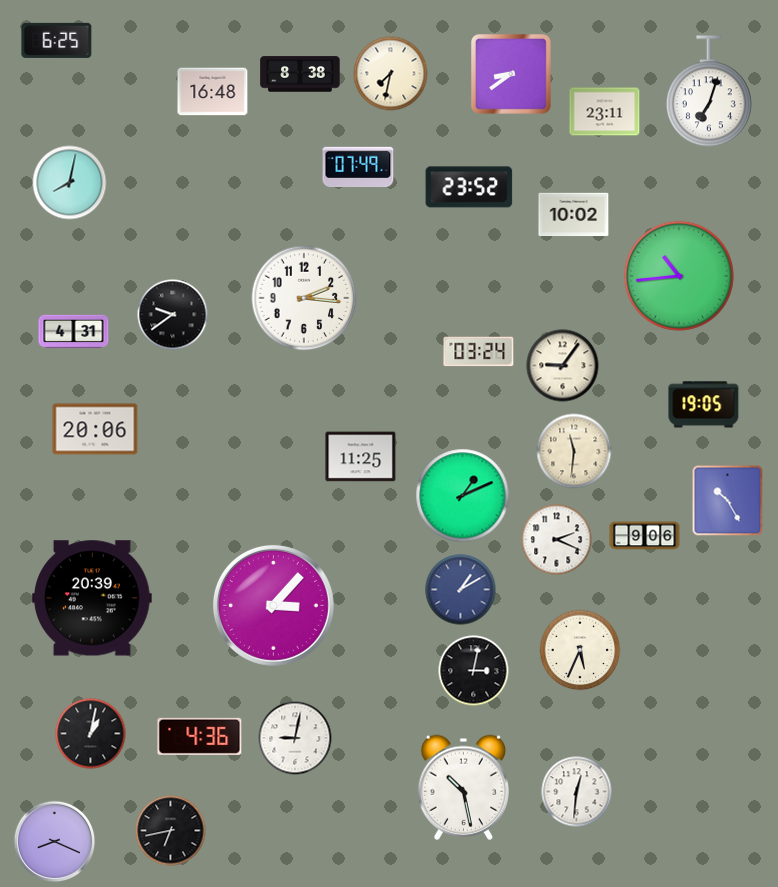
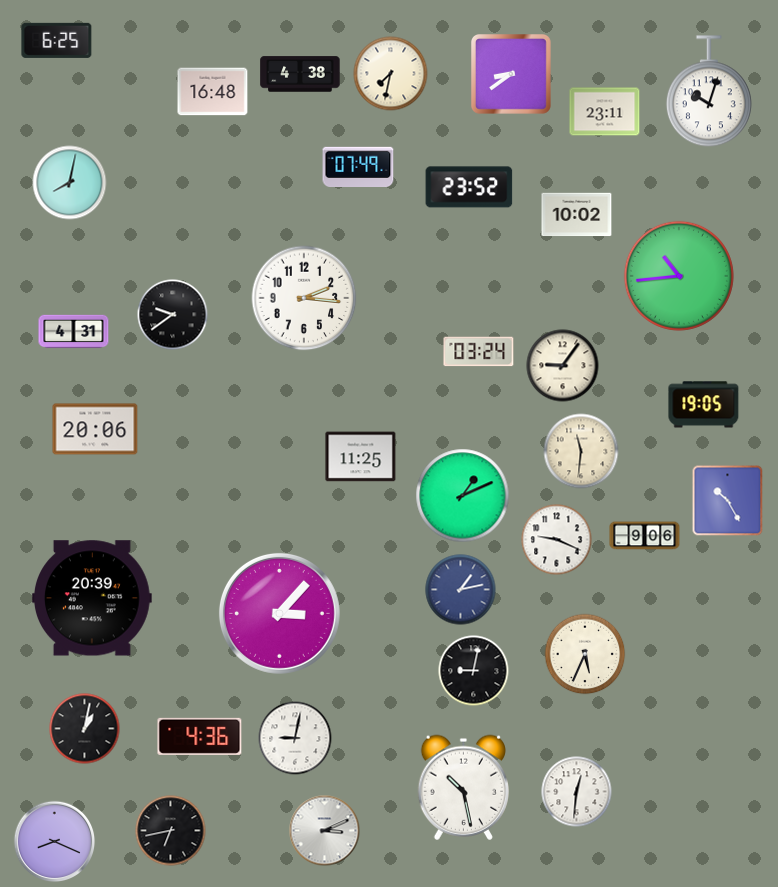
clock at (300, 74): 8:38 -> 4:38
clock at (709, 92): 7:03 -> 10:03
clock at (574, 215) position: (574, 215) -> (577, 215)
clock at (574, 451) position: (574, 451) -> (581, 451)
clock at (557, 540): 2:19 -> 9:19
clock at (461, 590): 1:10 -> 1:13
clock at (273, 605) position: (273, 605) -> (279, 613)
clock at (580, 650) position: (580, 650) -> (585, 654)
clock at (474, 671): 3:02 -> 9:02
clock at (91, 734) position: (91, 734) -> (85, 729)
clock at (325, 831): none -> 3:11
